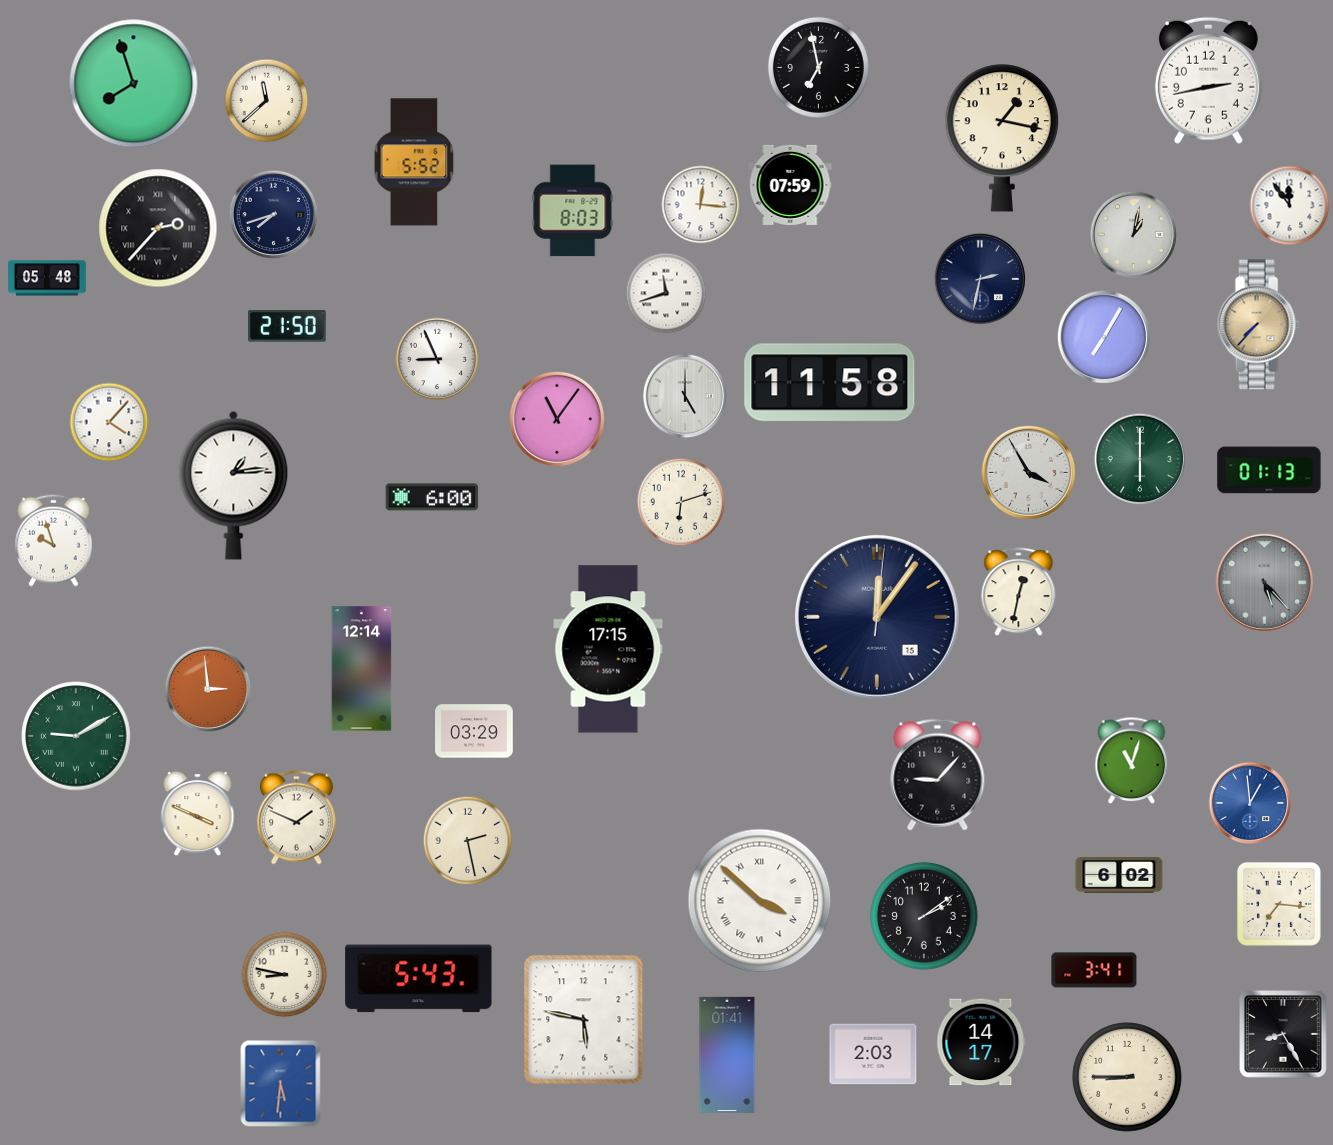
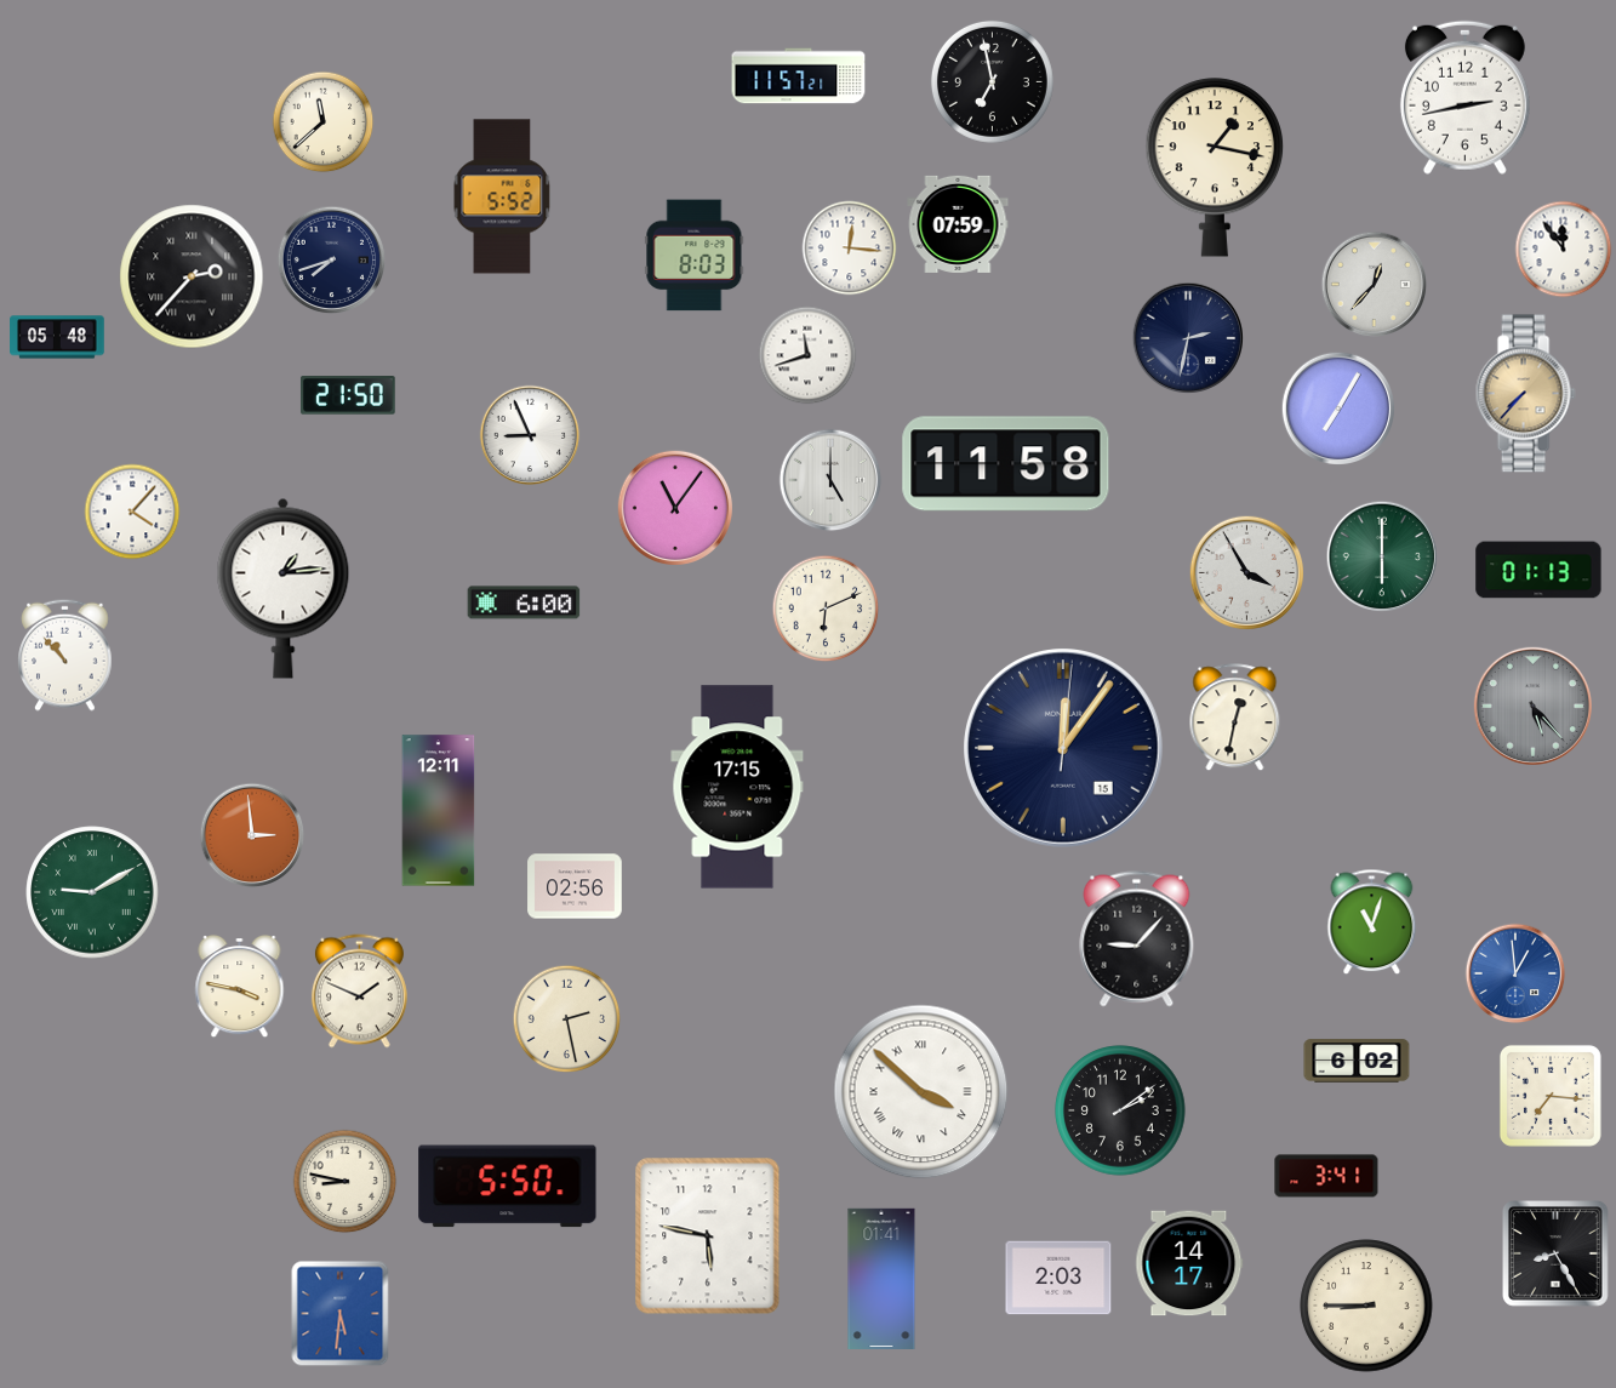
clock at (799, 76): none -> 11:57
clock at (134, 84): 7:57 -> none
clock at (1134, 235): 1:02 -> 12:37
clock at (681, 502): 6:12 -> 6:11
clock at (54, 540): 9:57 -> 10:53
clock at (362, 669): 12:14 -> 12:11
clock at (474, 731): 03:29 -> 02:56
clock at (198, 814): 3:49 -> 3:47
clock at (419, 979): 5:43 -> 5:50
